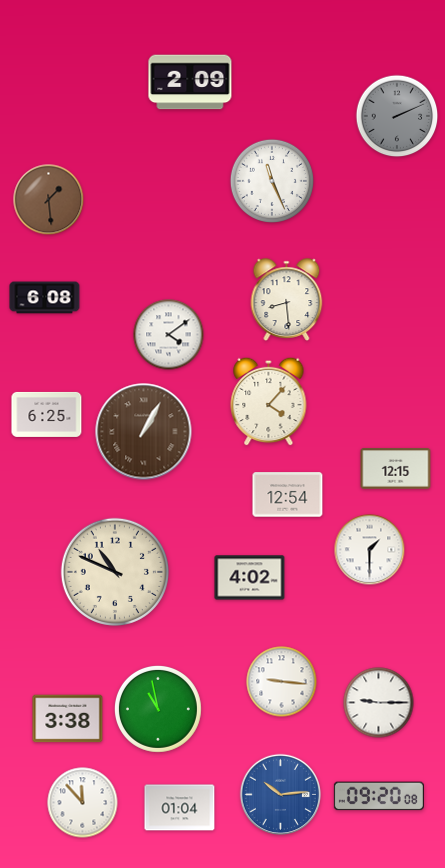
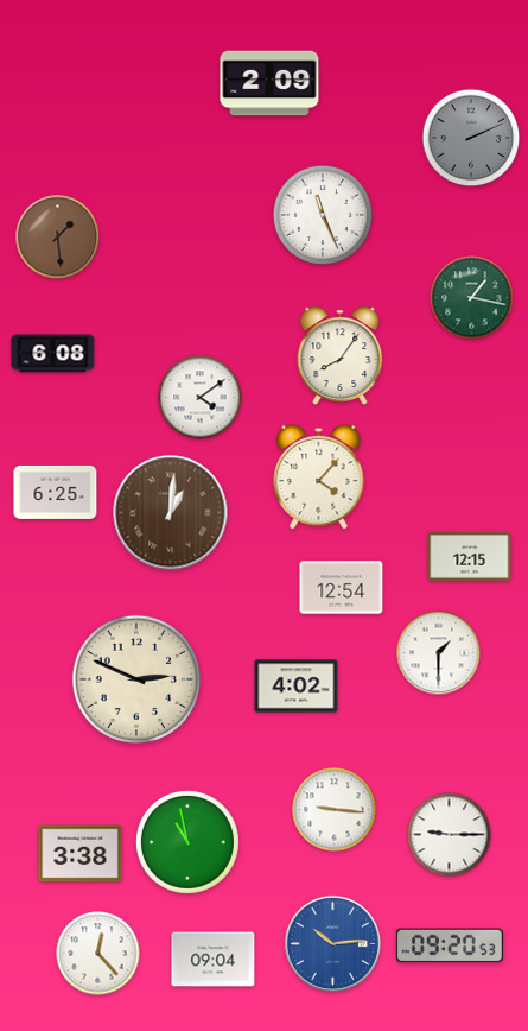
clock at (190, 82) position: (190, 82) -> (269, 83)
clock at (472, 298): none -> 1:17
clock at (287, 300): 8:29 -> 8:06
clock at (144, 432): 1:05 -> 1:01
clock at (115, 572): 10:49 -> 2:49
clock at (379, 796): 09:20:08 -> 09:20:53
clock at (83, 803): 11:53 -> 12:23
clock at (180, 808): 01:04 -> 09:04
